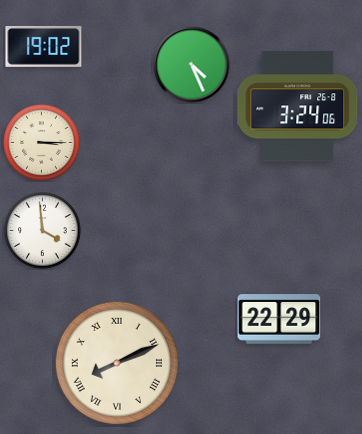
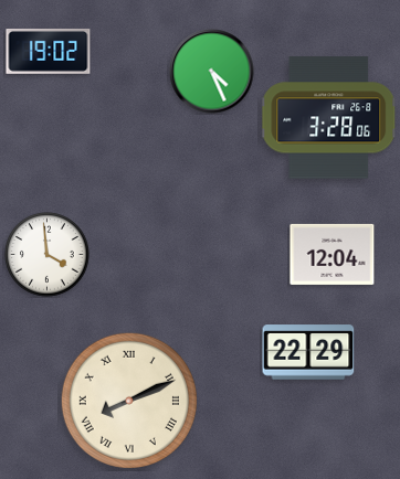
clock at (298, 107): 3:24 -> 3:28
clock at (42, 143): 3:15 -> none
clock at (333, 254): none -> 12:04
